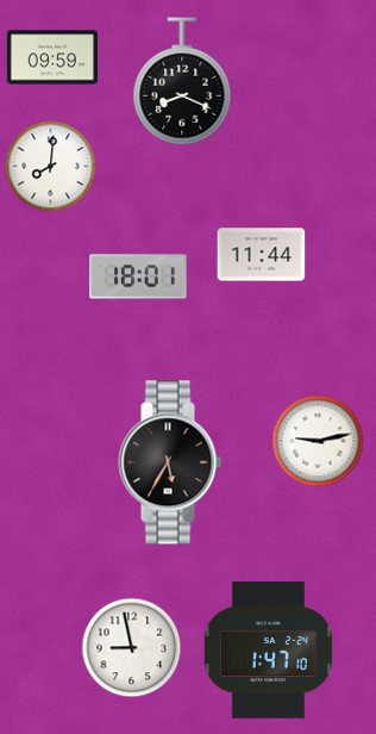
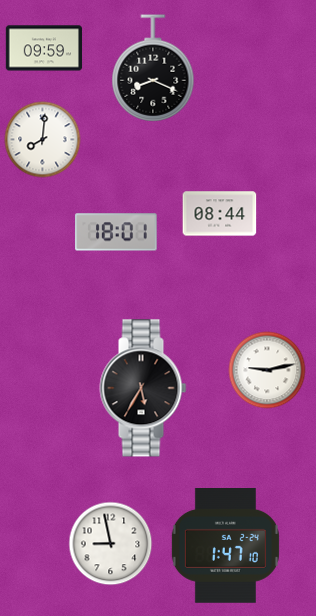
clock at (262, 255): 11:44 -> 08:44
